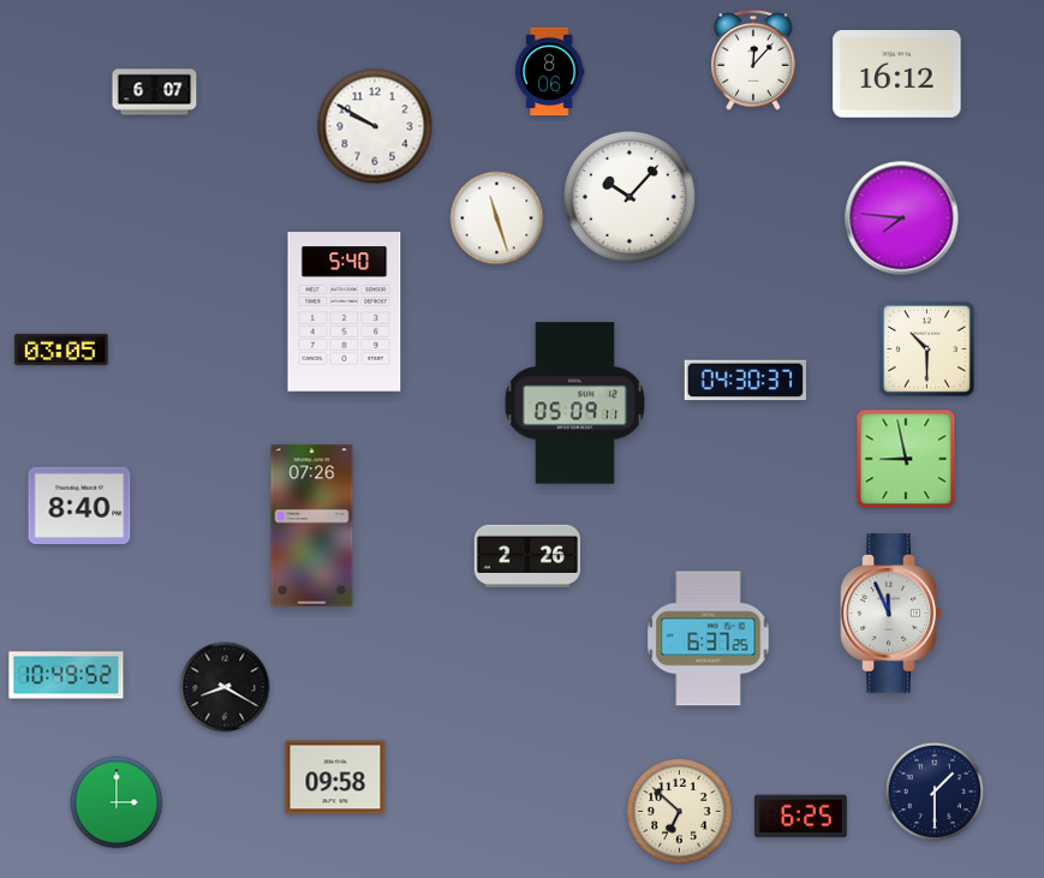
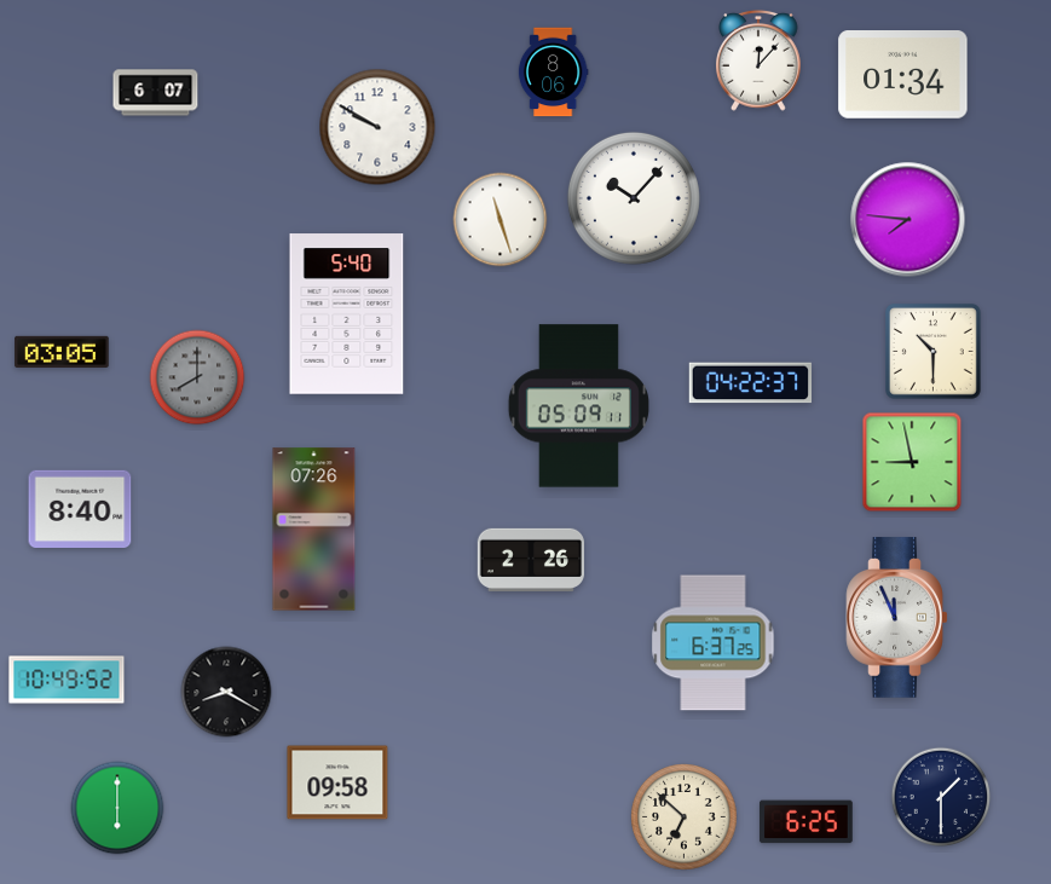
clock at (897, 74): 16:12 -> 01:34
clock at (197, 377): none -> 8:00
clock at (746, 381): 04:30 -> 04:22
clock at (117, 802): 3:00 -> 6:00
